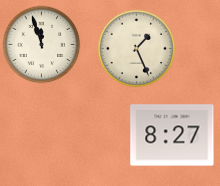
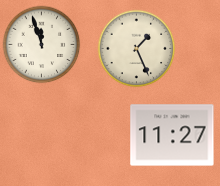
clock at (172, 135): 8:27 -> 11:27
